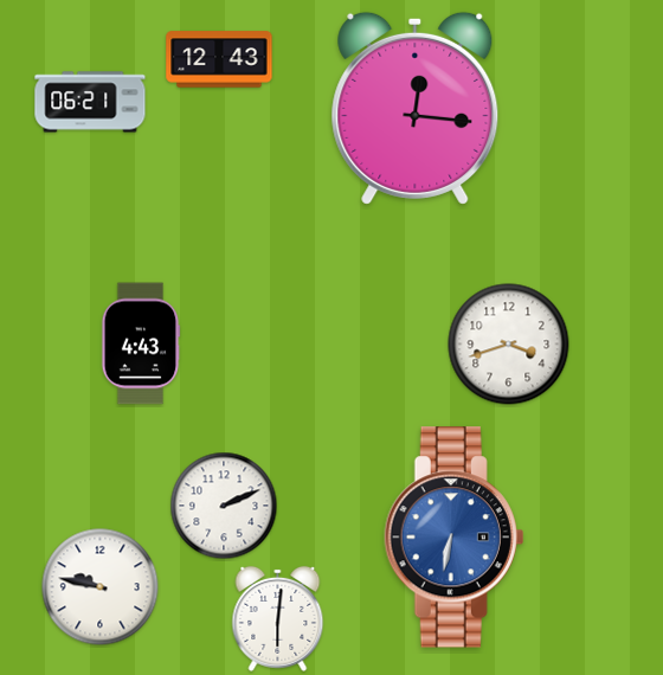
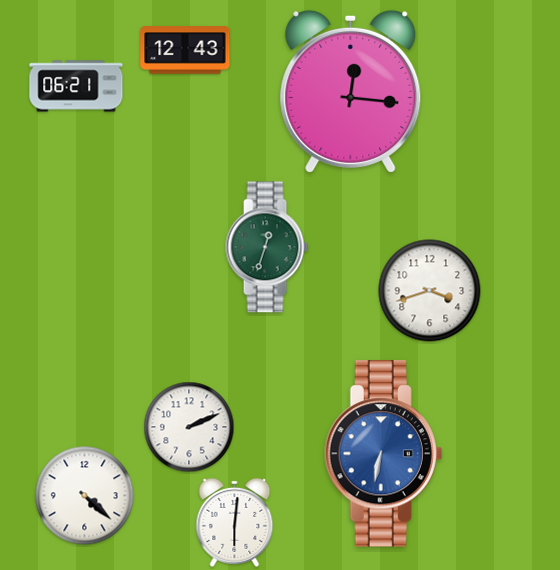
clock at (267, 247): none -> 12:33
clock at (141, 343): 4:43 -> none
clock at (101, 587): 9:47 -> 4:22
